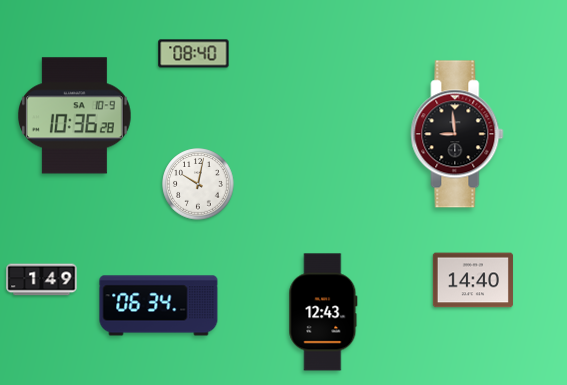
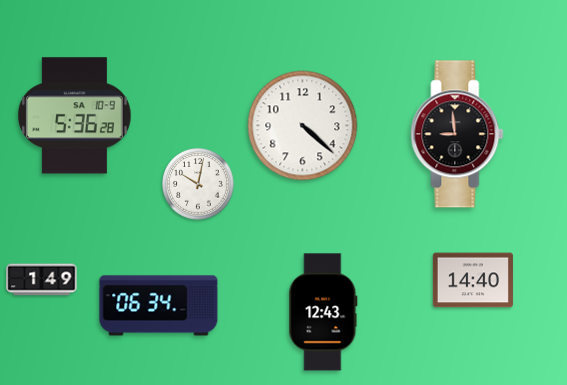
clock at (194, 54): 08:40 -> none
clock at (74, 116): 10:36 -> 5:36
clock at (303, 126): none -> 4:22
